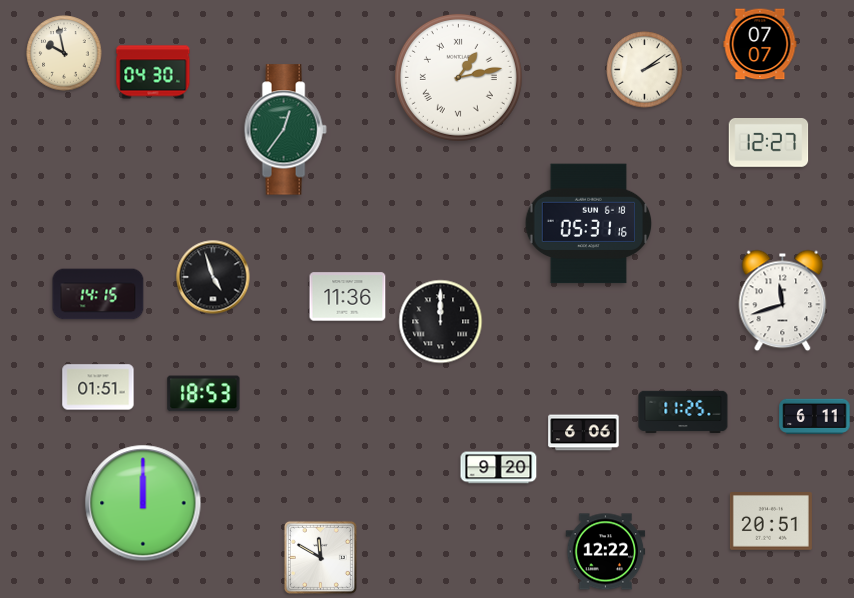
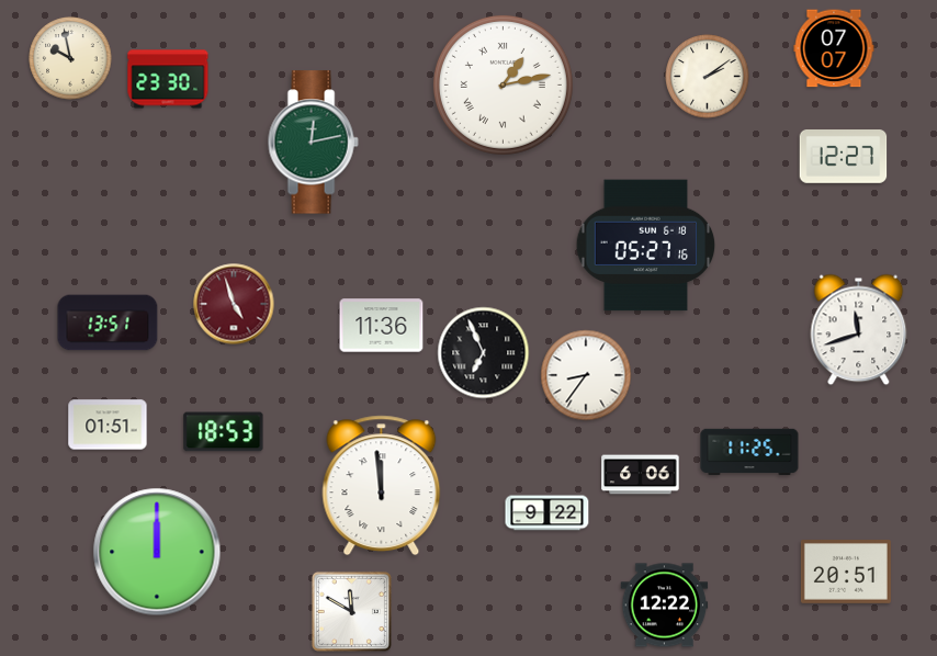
clock at (153, 72): 04:30 -> 23:30
clock at (285, 130): 12:36 -> 12:13
clock at (589, 224): 05:31 -> 05:27
clock at (213, 277) dial: black -> burgundy
clock at (98, 294): 14:15 -> 13:51
clock at (441, 322): 12:00 -> 6:56
clock at (586, 375): none -> 8:36
clock at (815, 416): 6:11 -> none
clock at (382, 486): none -> 11:59
clock at (499, 468): 9:20 -> 9:22
